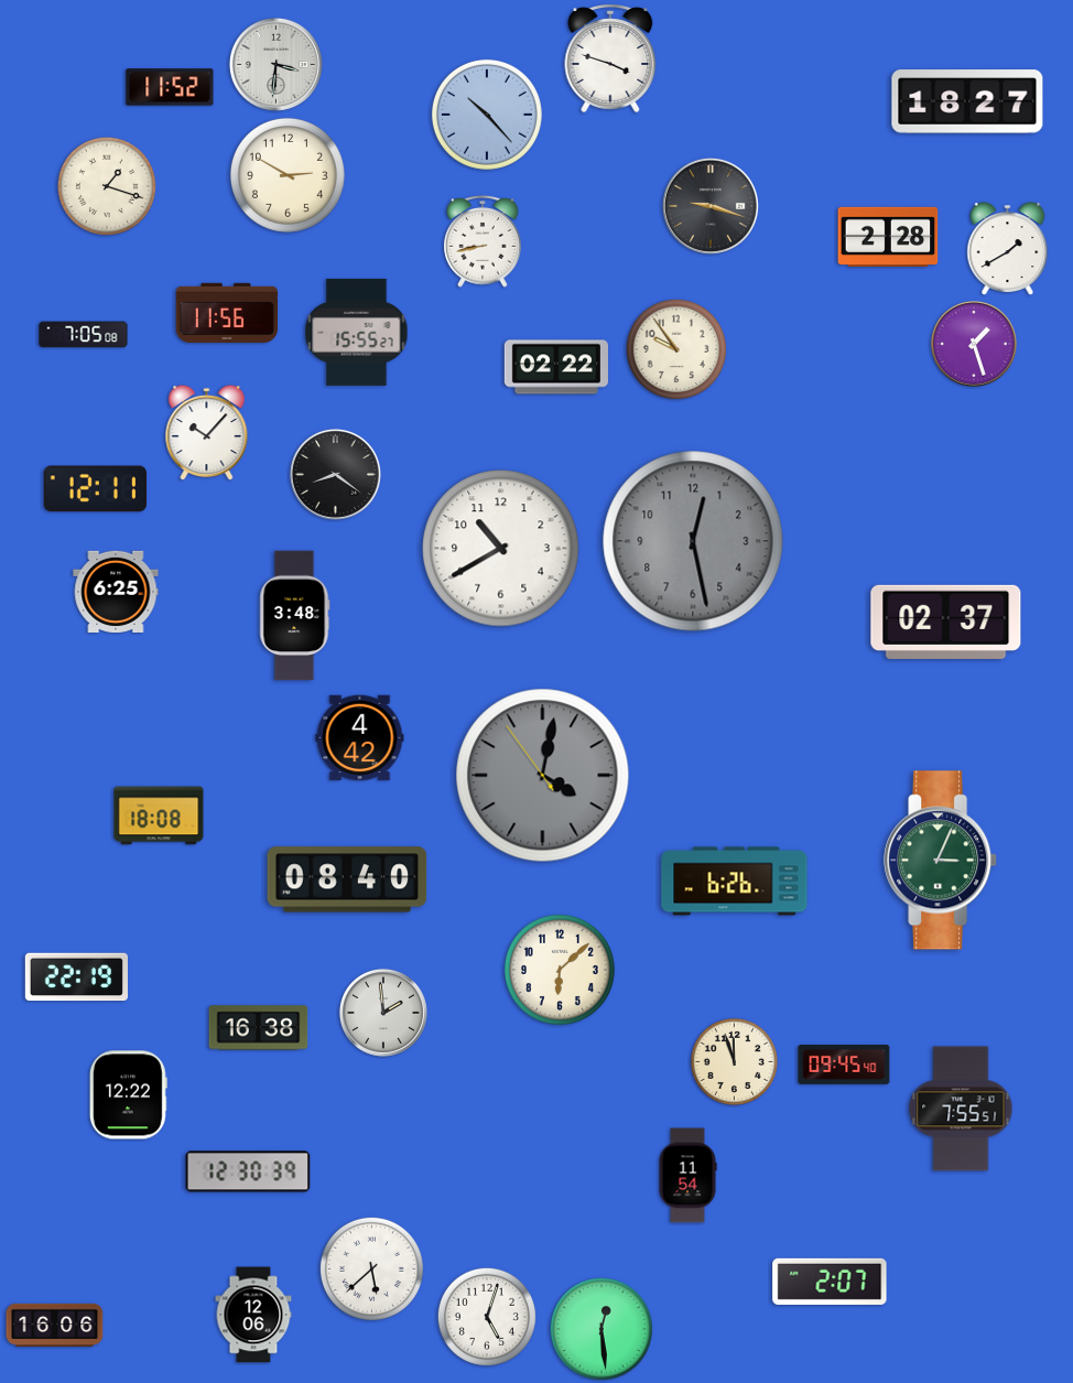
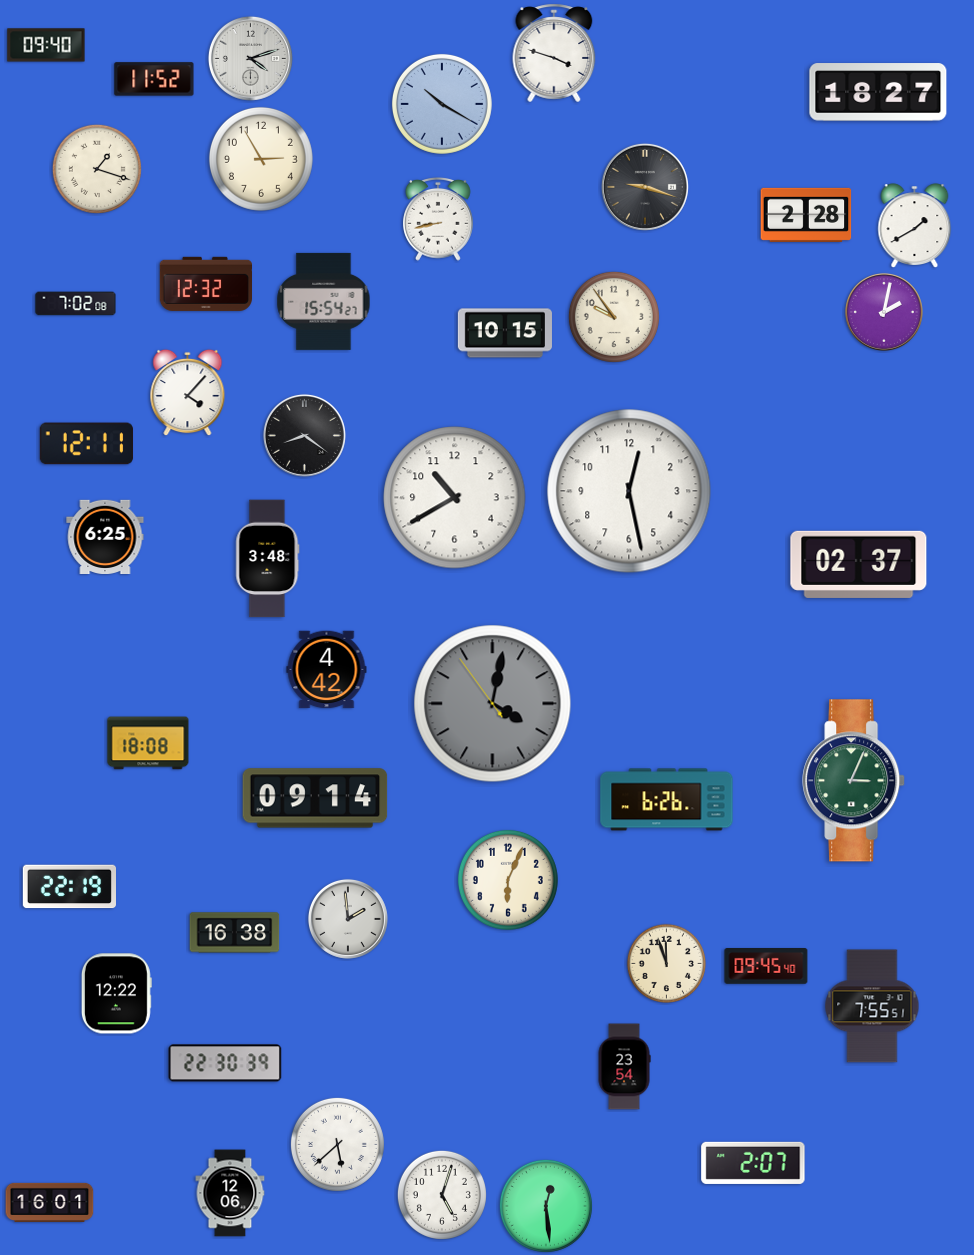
clock at (46, 45): none -> 09:40
clock at (275, 64): 3:31 -> 4:12
clock at (487, 115): 10:23 -> 10:20
clock at (288, 175): 2:50 -> 2:55
clock at (227, 313): 11:56 -> 12:32
clock at (357, 332): 15:55 -> 15:54
clock at (84, 335): 7:05 -> 7:02
clock at (974, 344): 1:27 -> 2:02
clock at (556, 367): 02:22 -> 10:15
clock at (207, 433): 10:07 -> 4:07
clock at (335, 474) position: (335, 474) -> (304, 435)
clock at (693, 541) dial: grey -> white
clock at (159, 815) position: (159, 815) -> (148, 743)
clock at (347, 879): 08:40 -> 09:14
clock at (560, 970): 6:08 -> 6:04
clock at (248, 1171): 12:30 -> 22:30
clock at (687, 1176): 11:54 -> 23:54
clock at (371, 1268) position: (371, 1268) -> (337, 1144)
clock at (55, 1325): 16:06 -> 16:01
